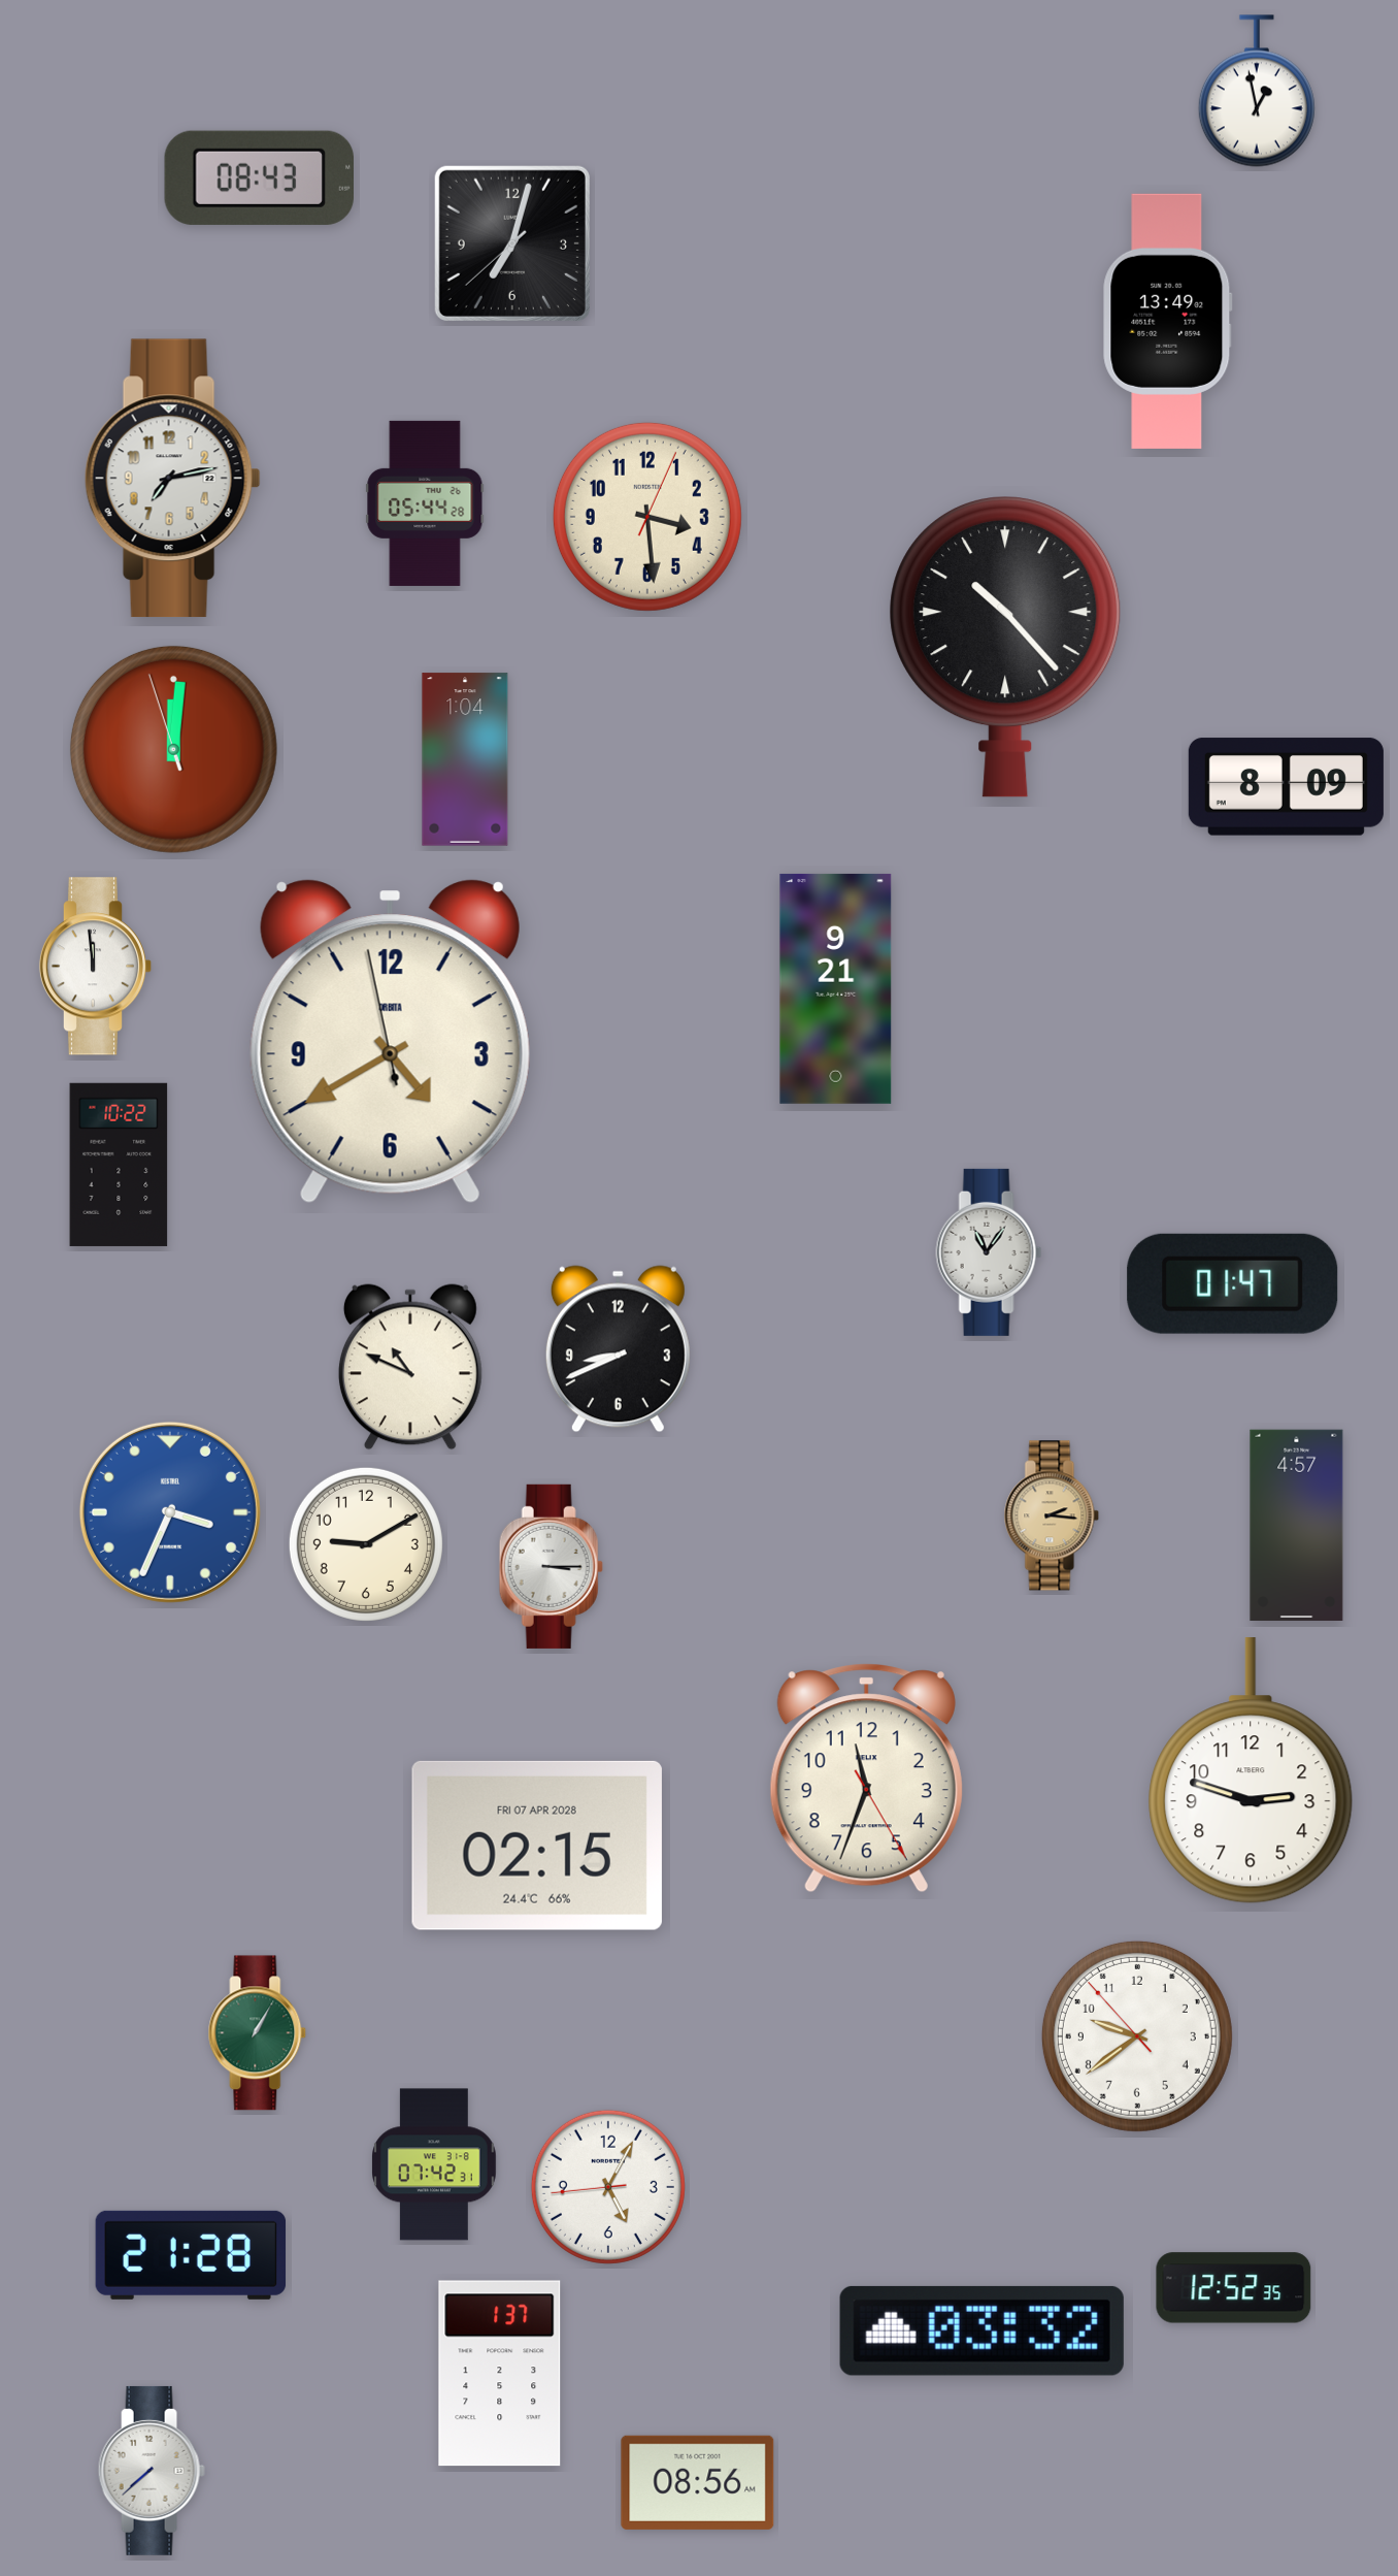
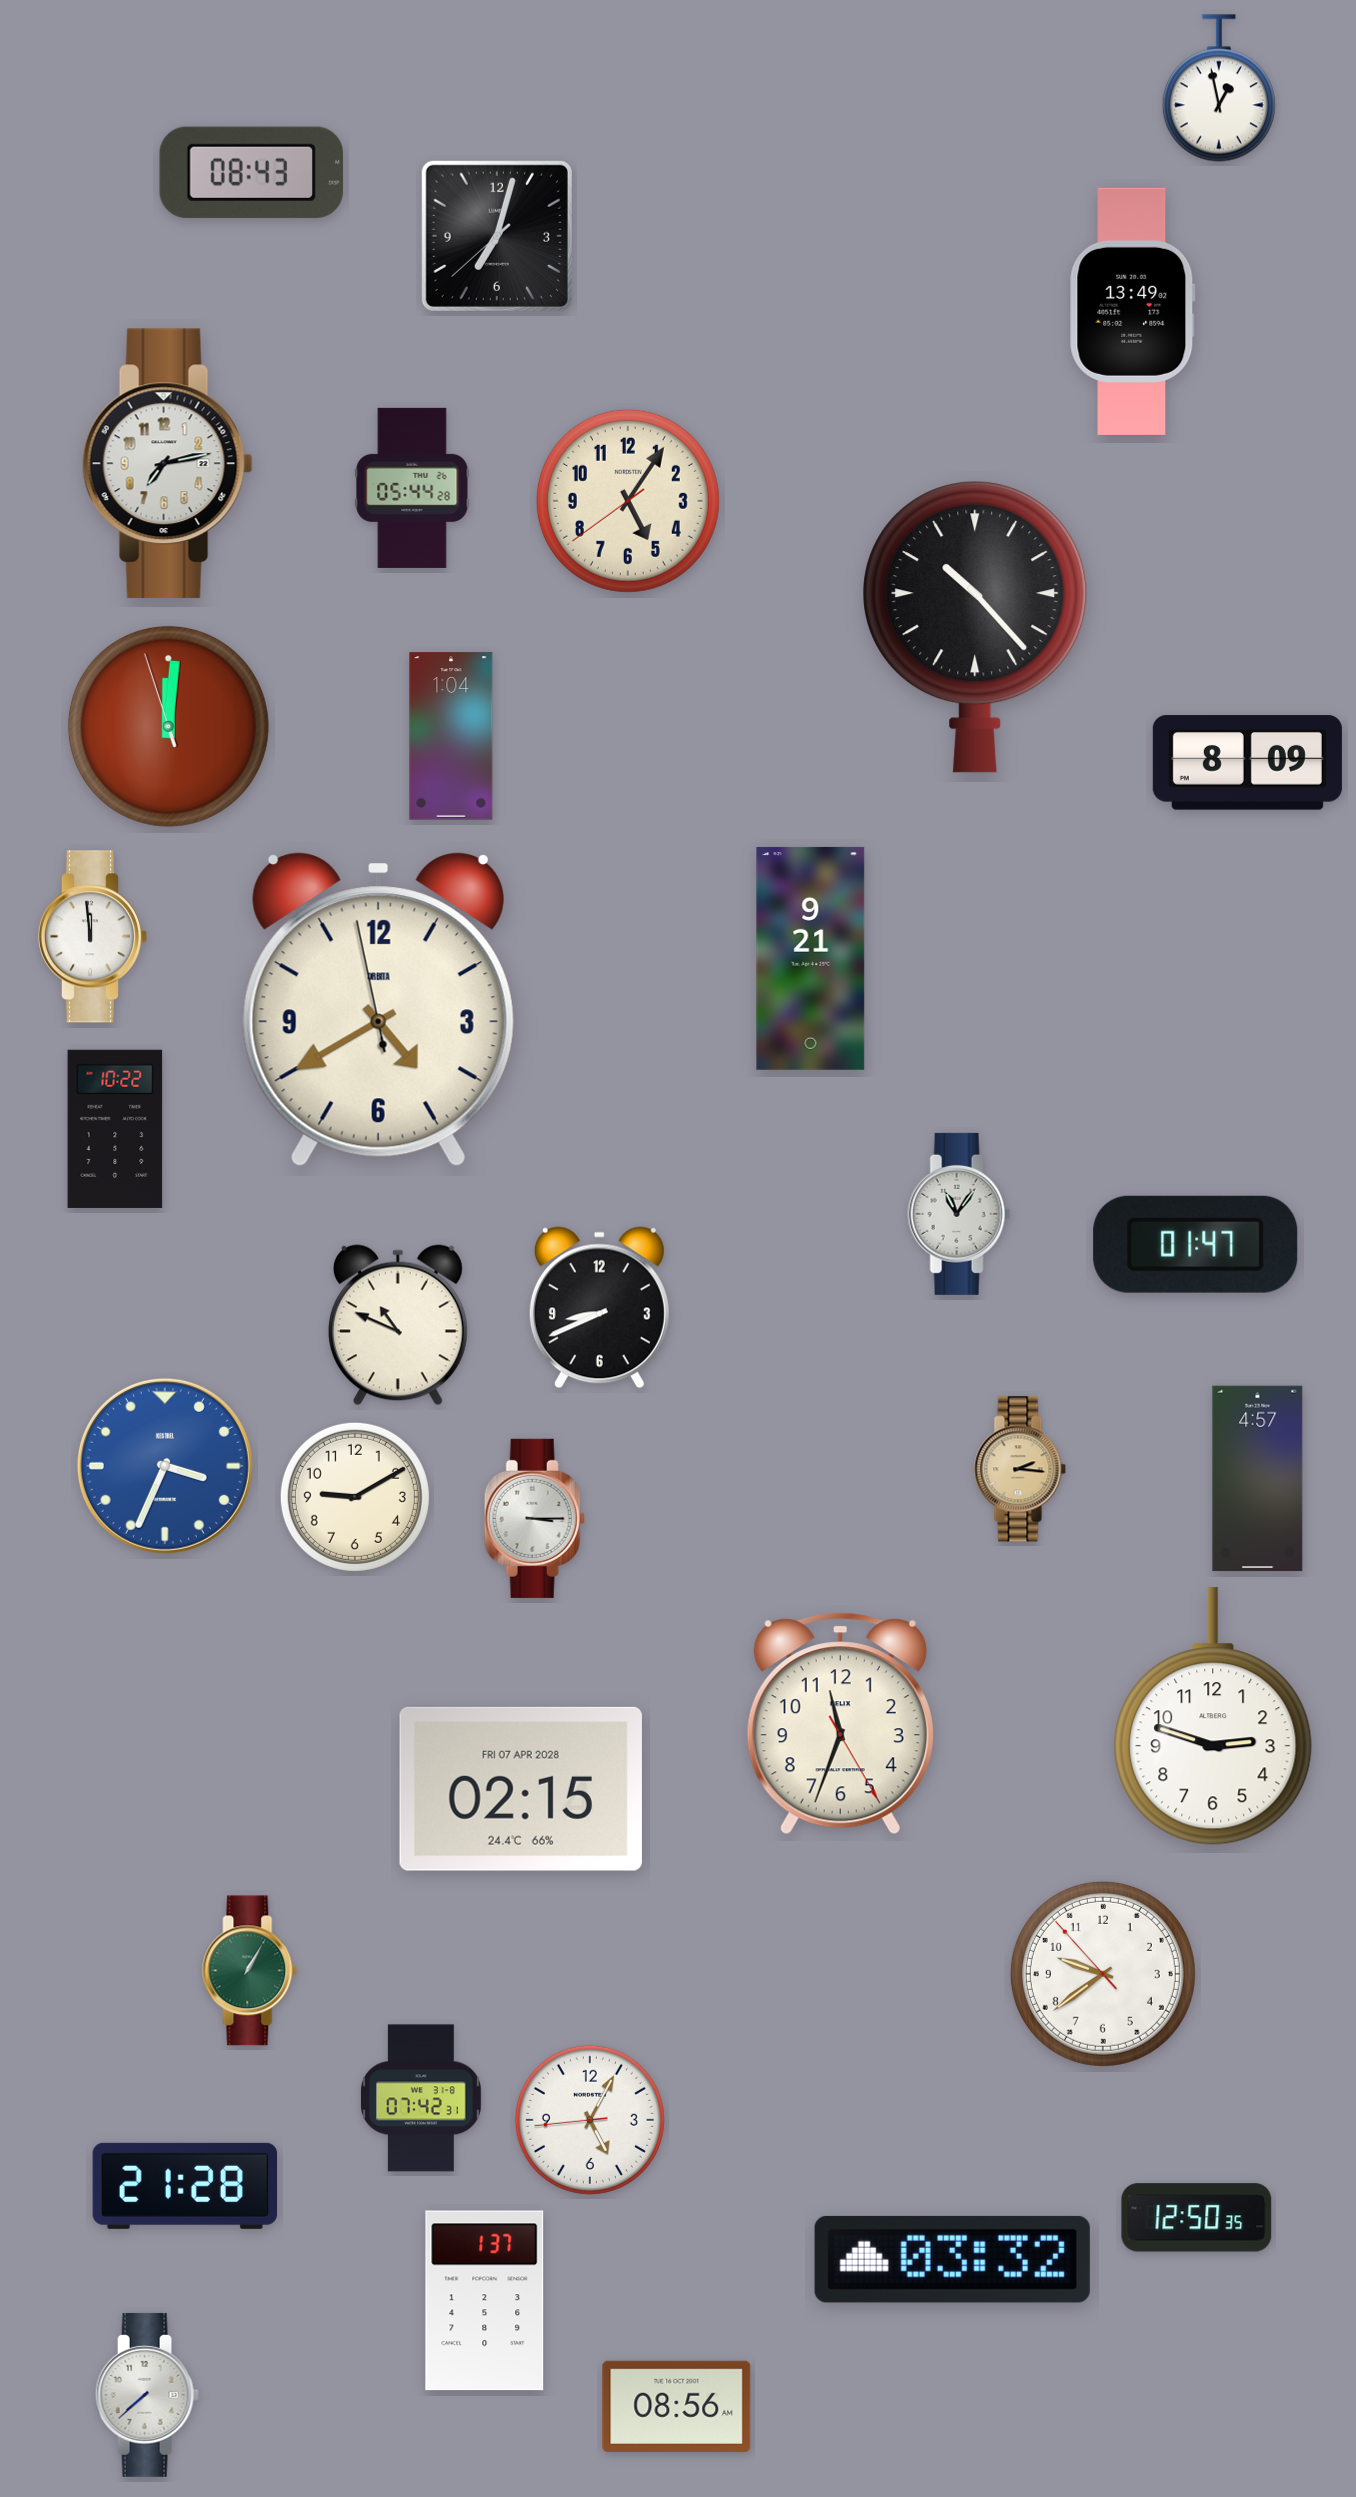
clock at (647, 517): 3:29 -> 5:05
clock at (1234, 2288): 12:52 -> 12:50
